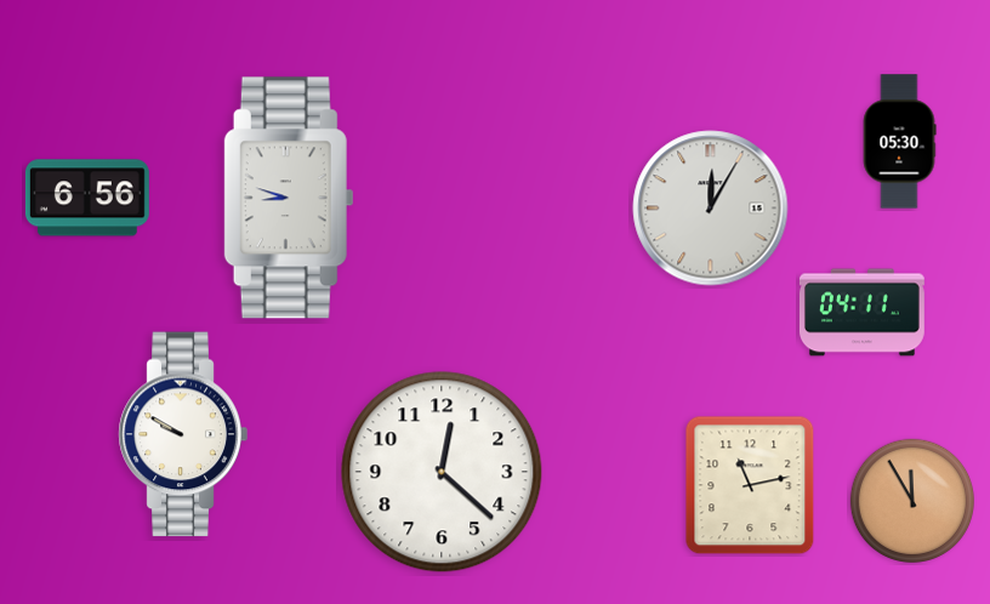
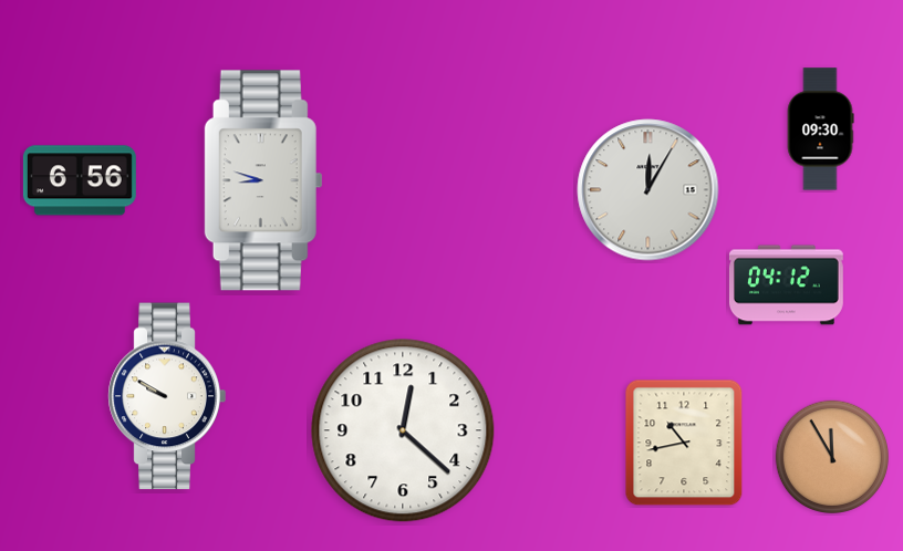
clock at (899, 142): 05:30 -> 09:30
clock at (861, 313): 04:11 -> 04:12
clock at (750, 485): 11:13 -> 10:43
